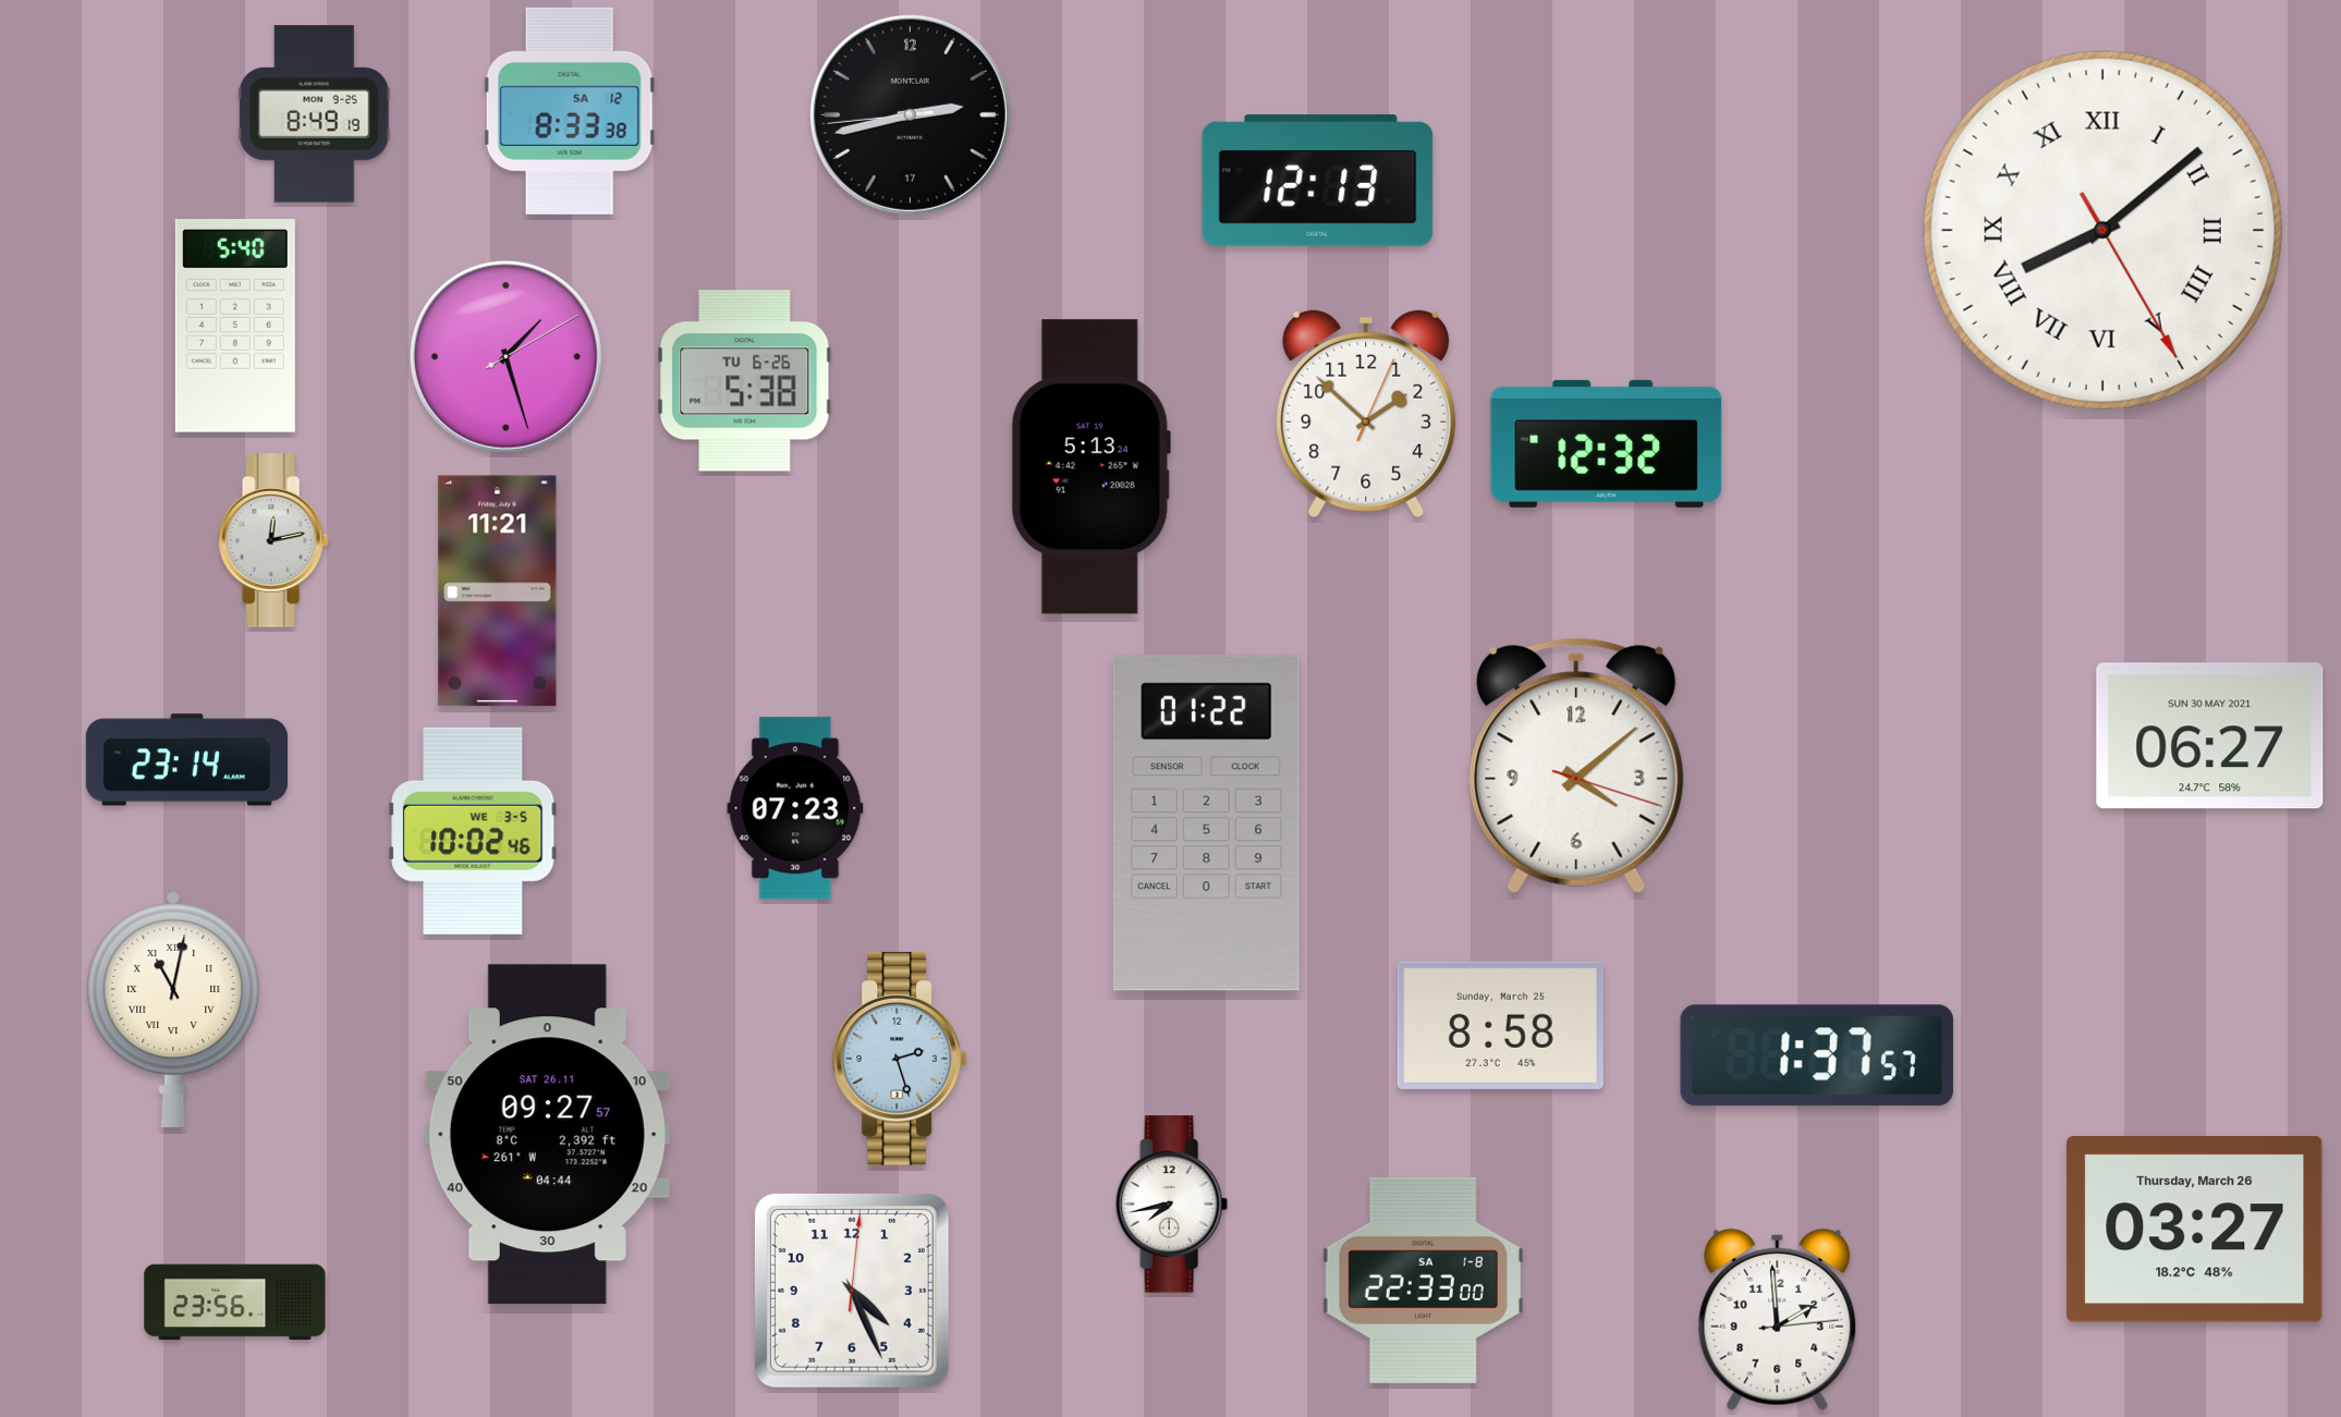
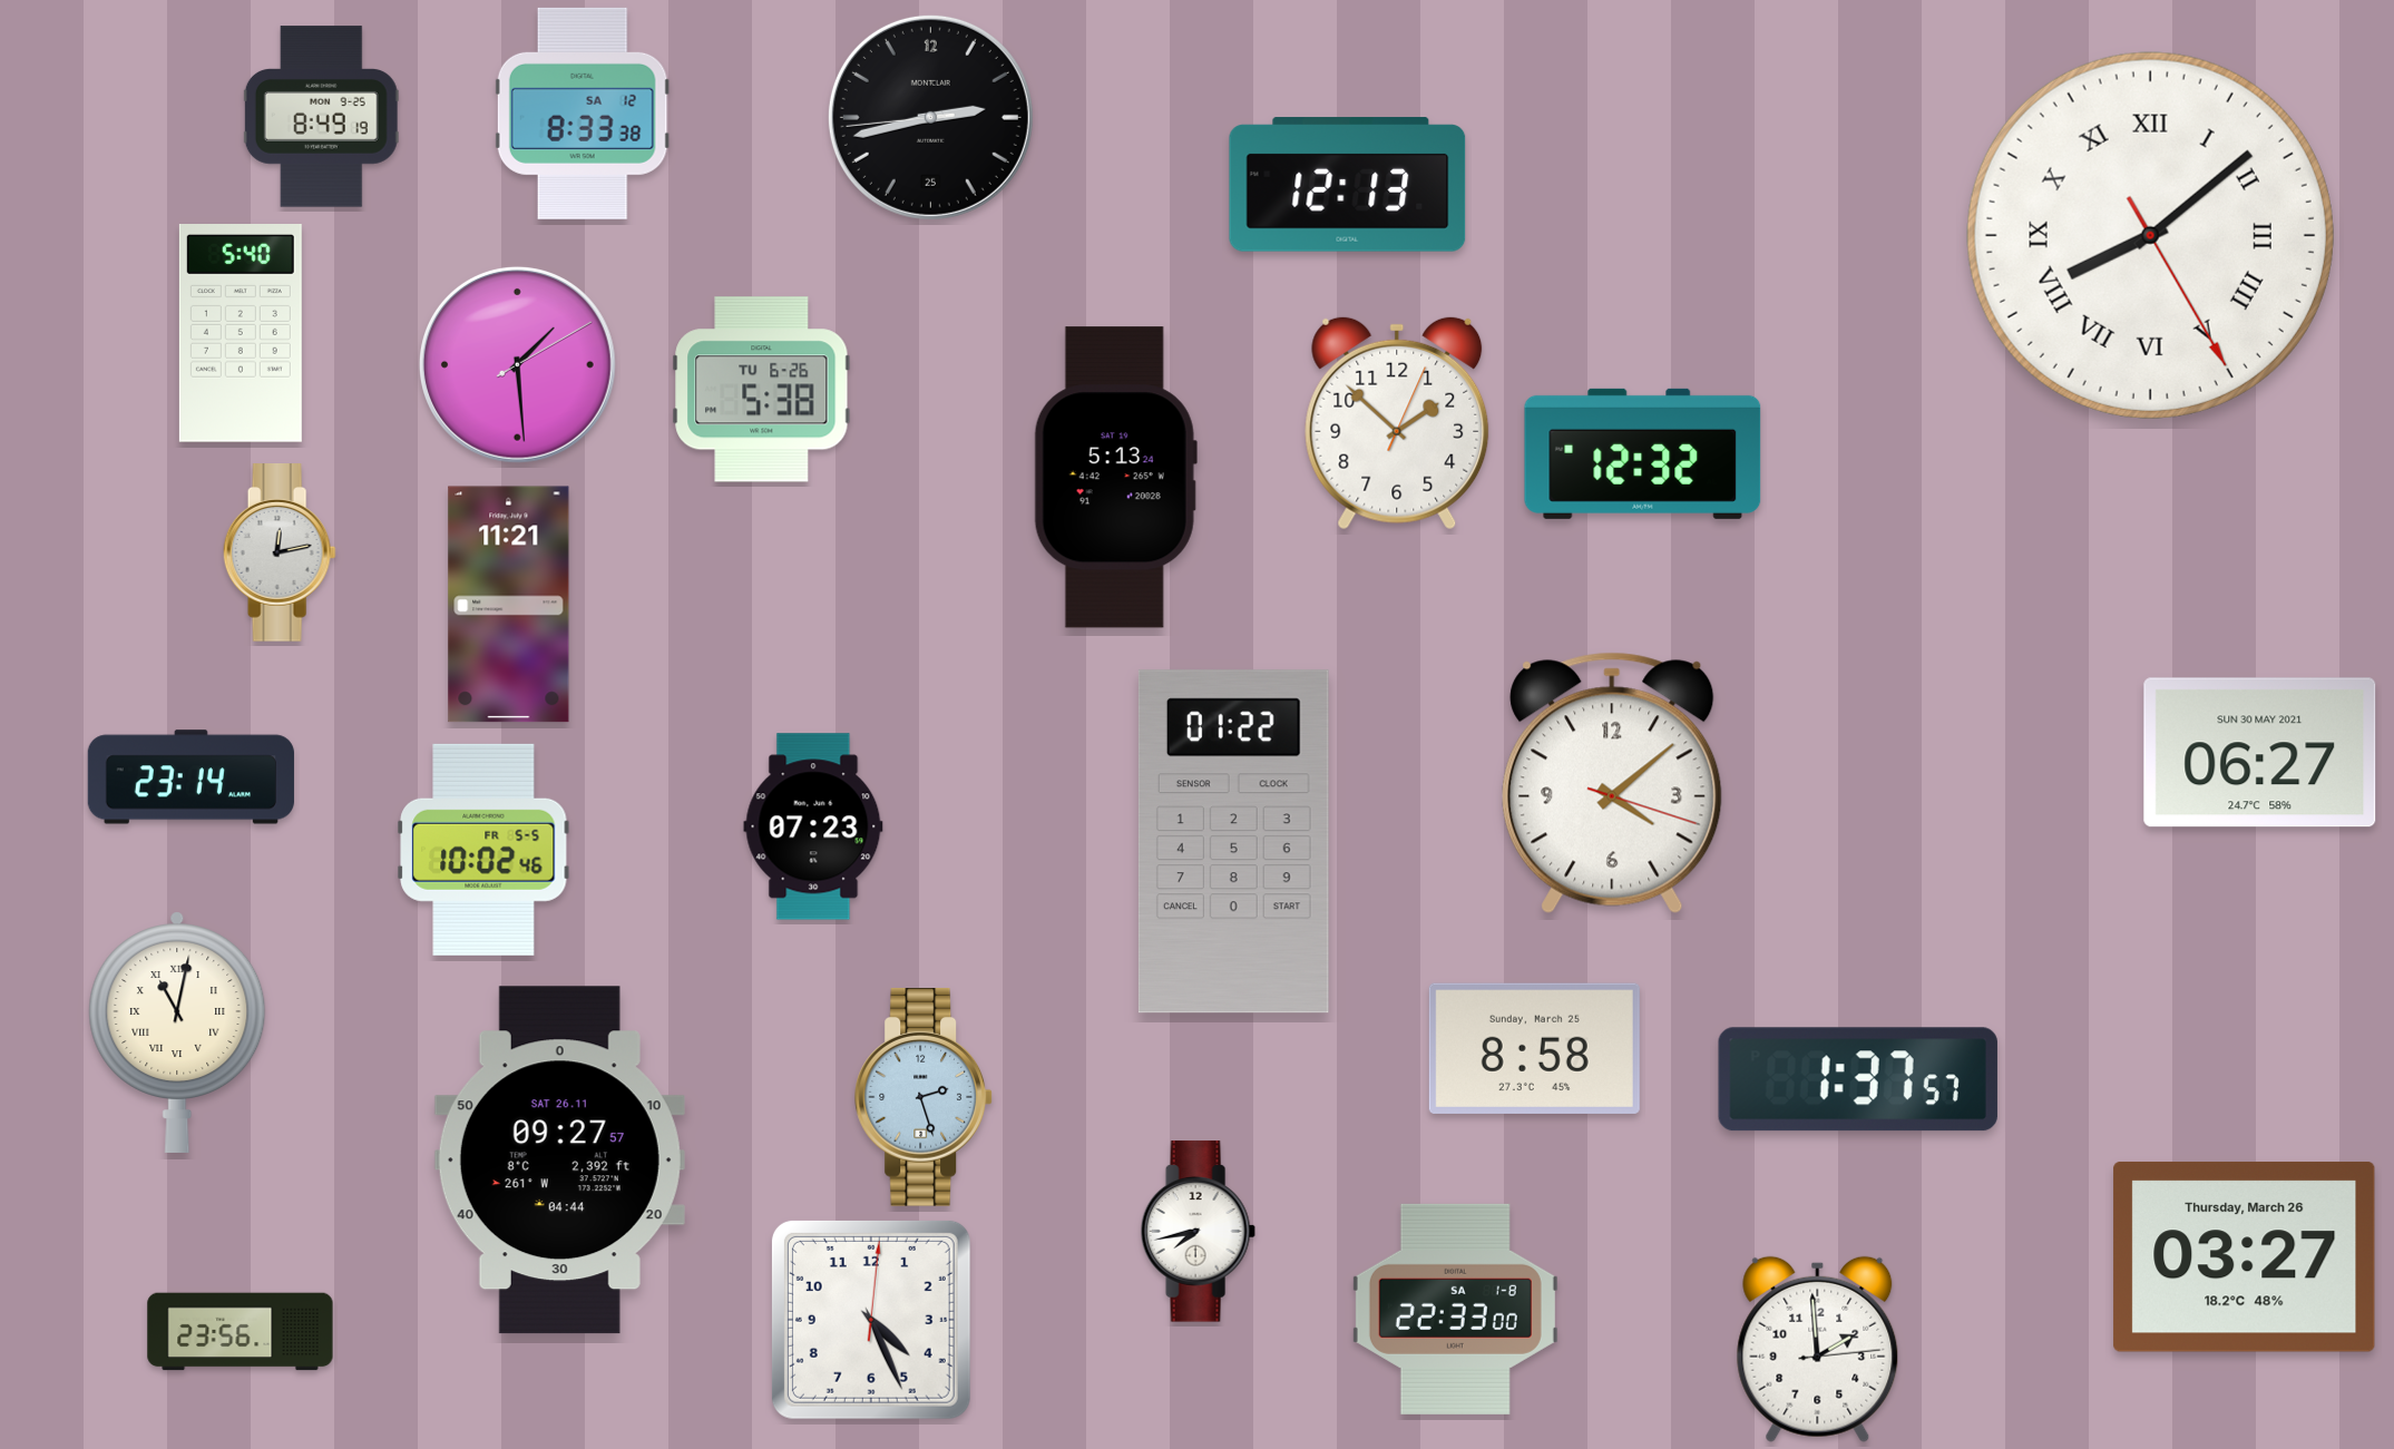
clock at (910, 114) date: 17 -> 25
clock at (505, 356): 1:27 -> 1:29
clock at (473, 831) date: WE 3-5 -> FR 5-5
clock at (900, 1060) position: (900, 1060) -> (924, 1098)
